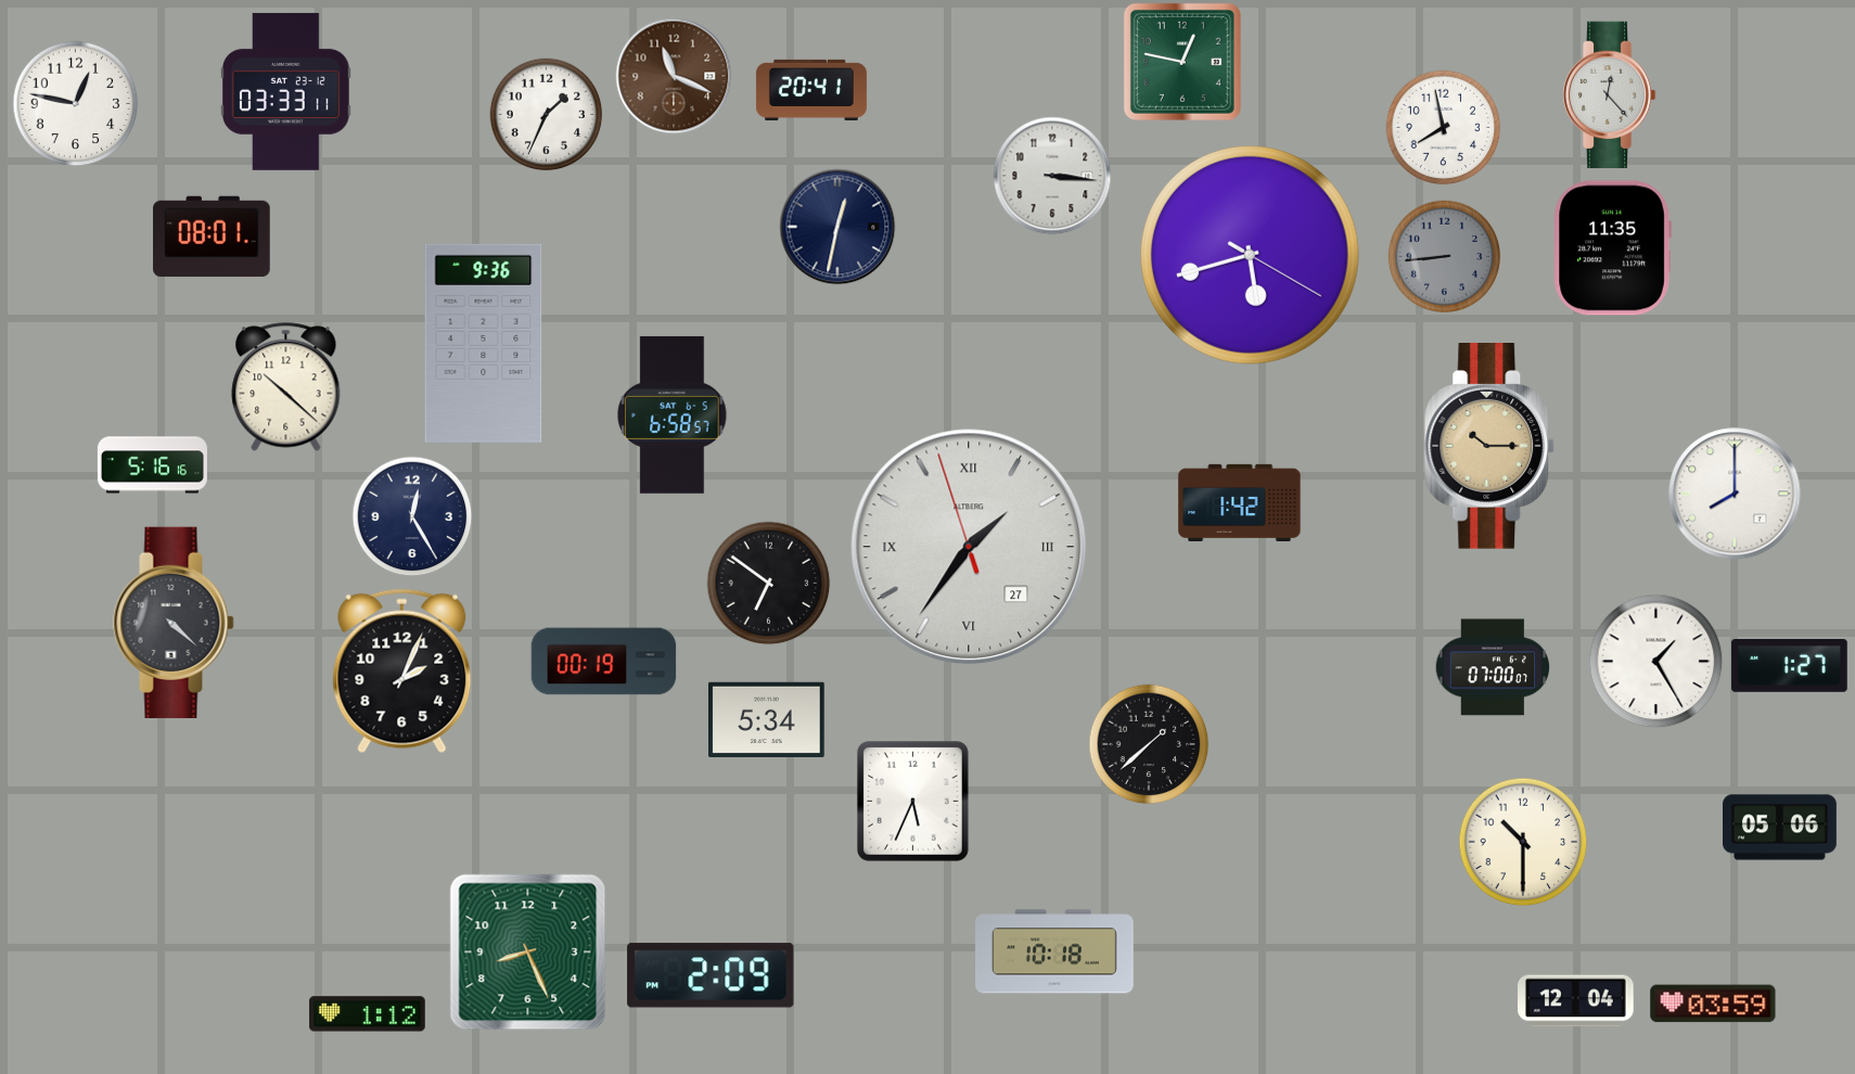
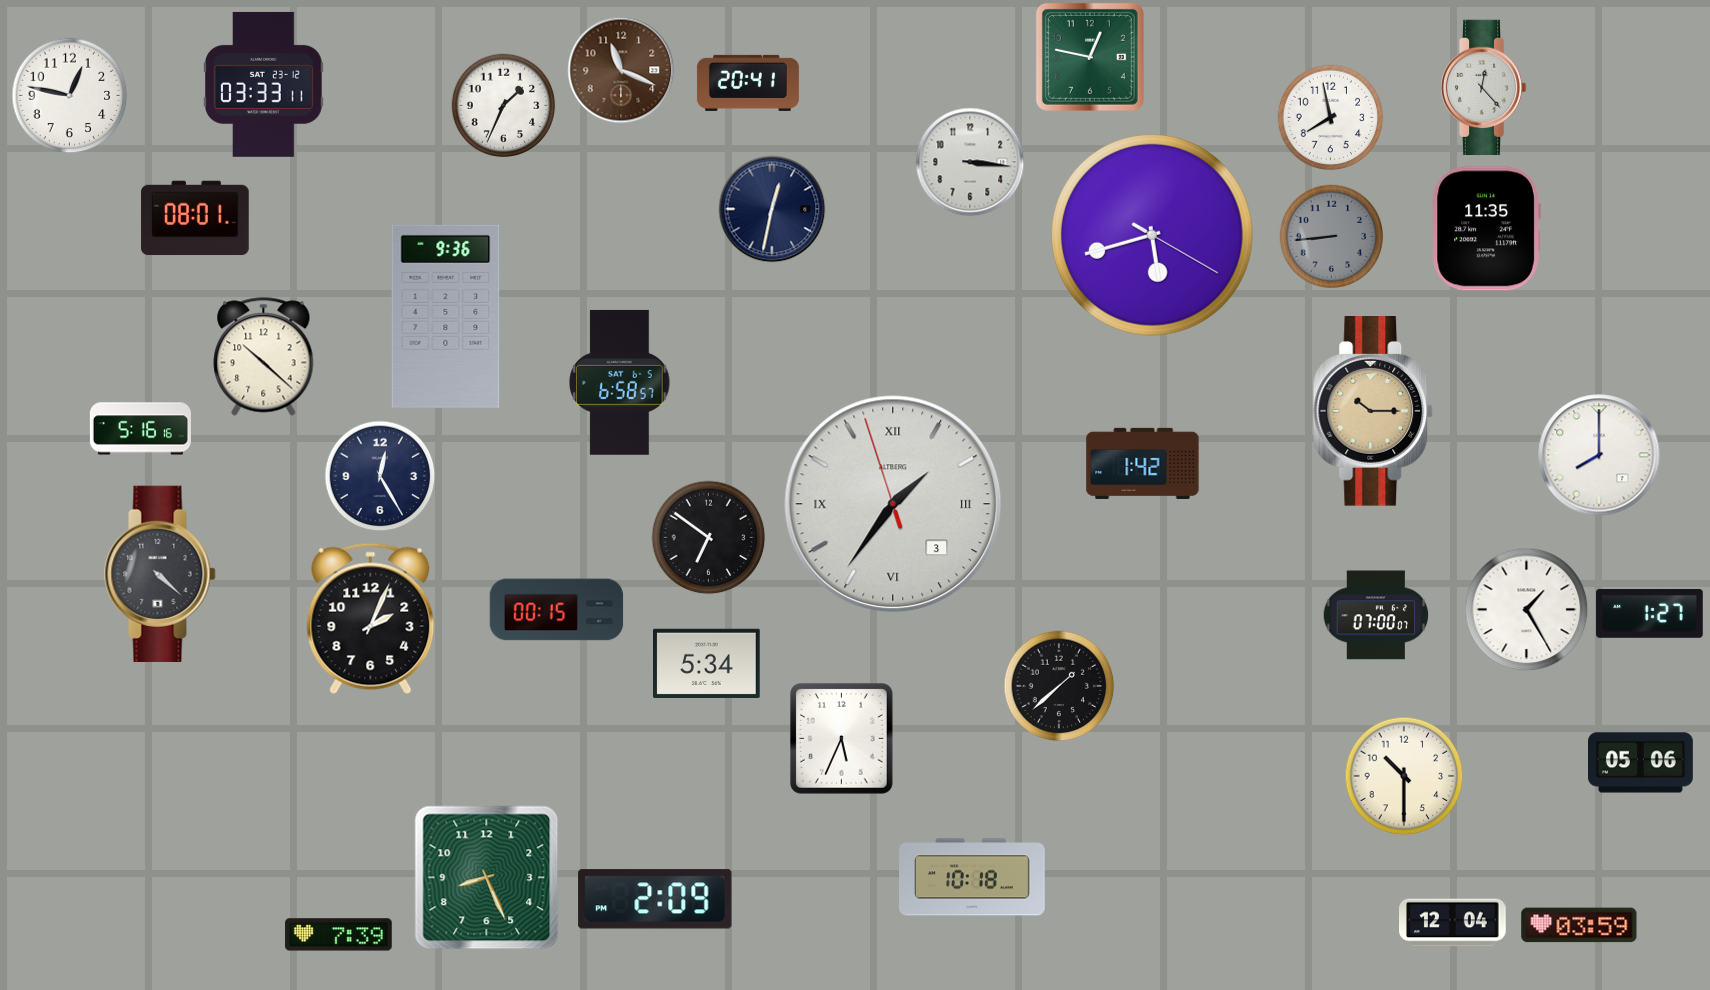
clock at (969, 547) date: 27 -> 3
clock at (604, 662): 00:19 -> 00:15
clock at (368, 1014): 1:12 -> 7:39
